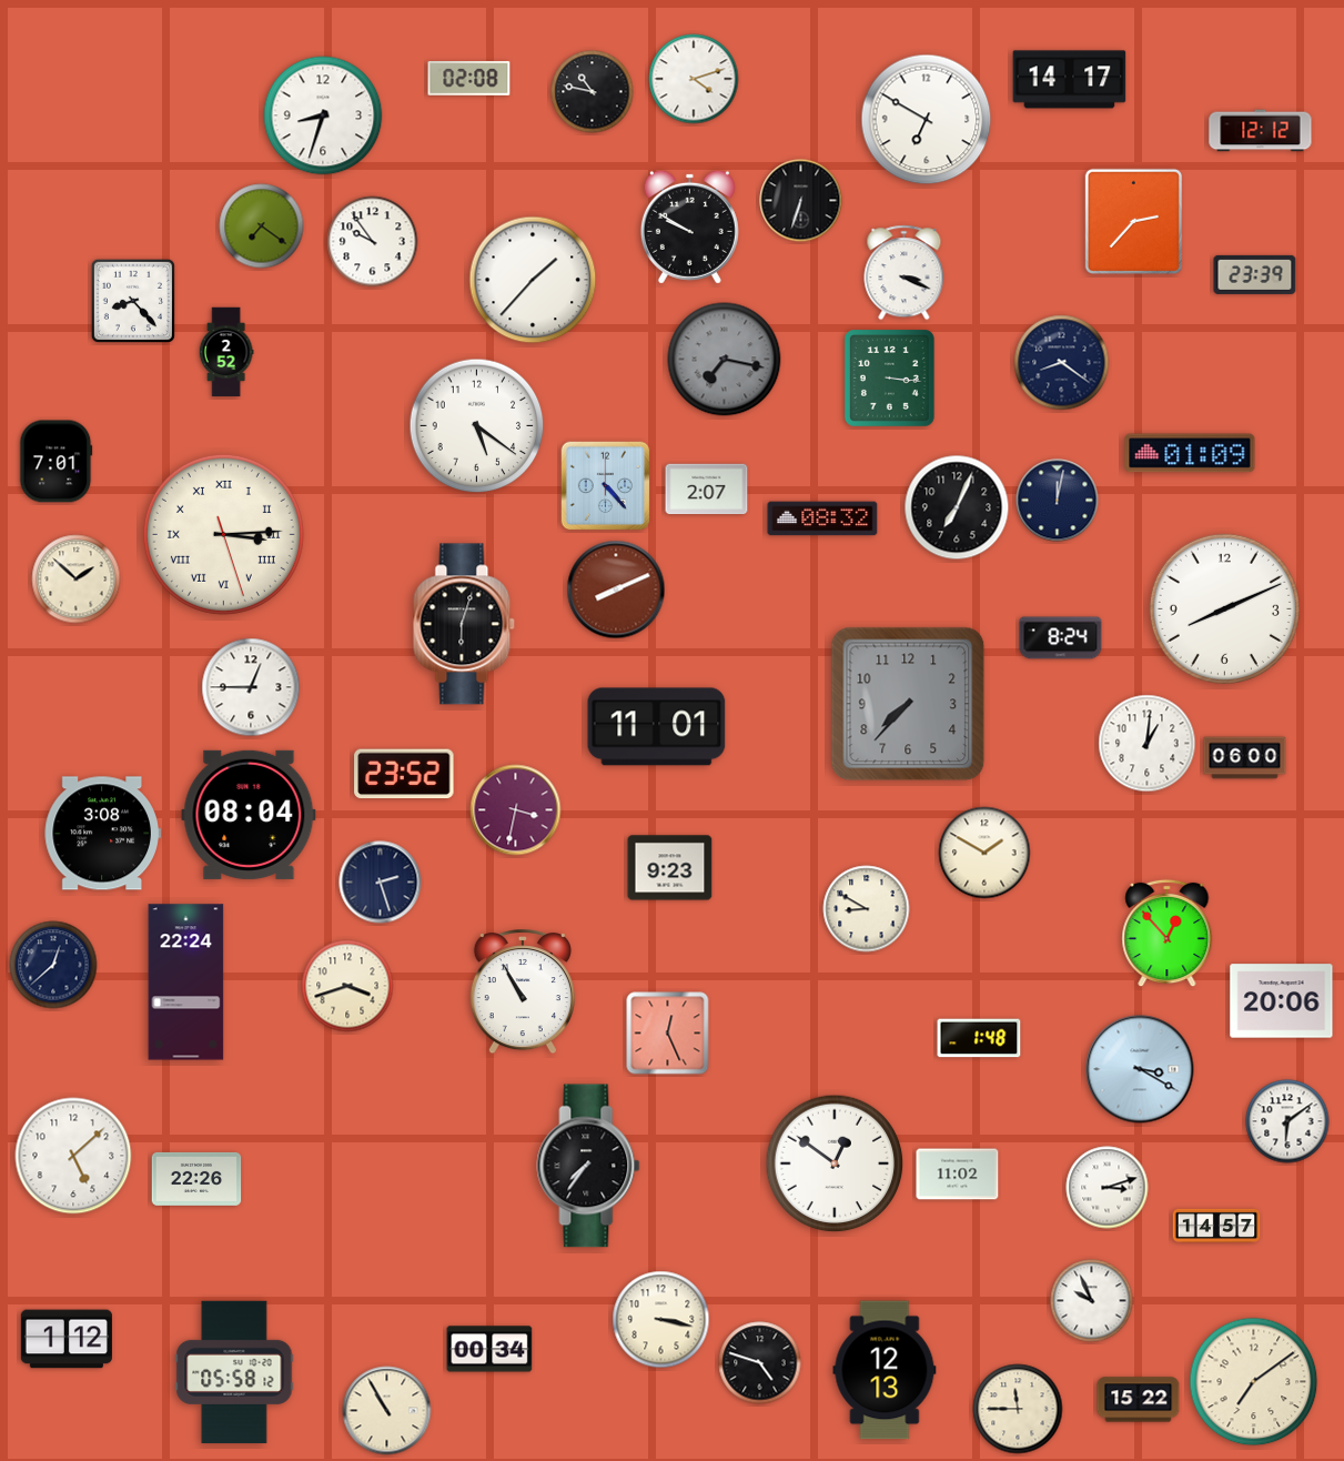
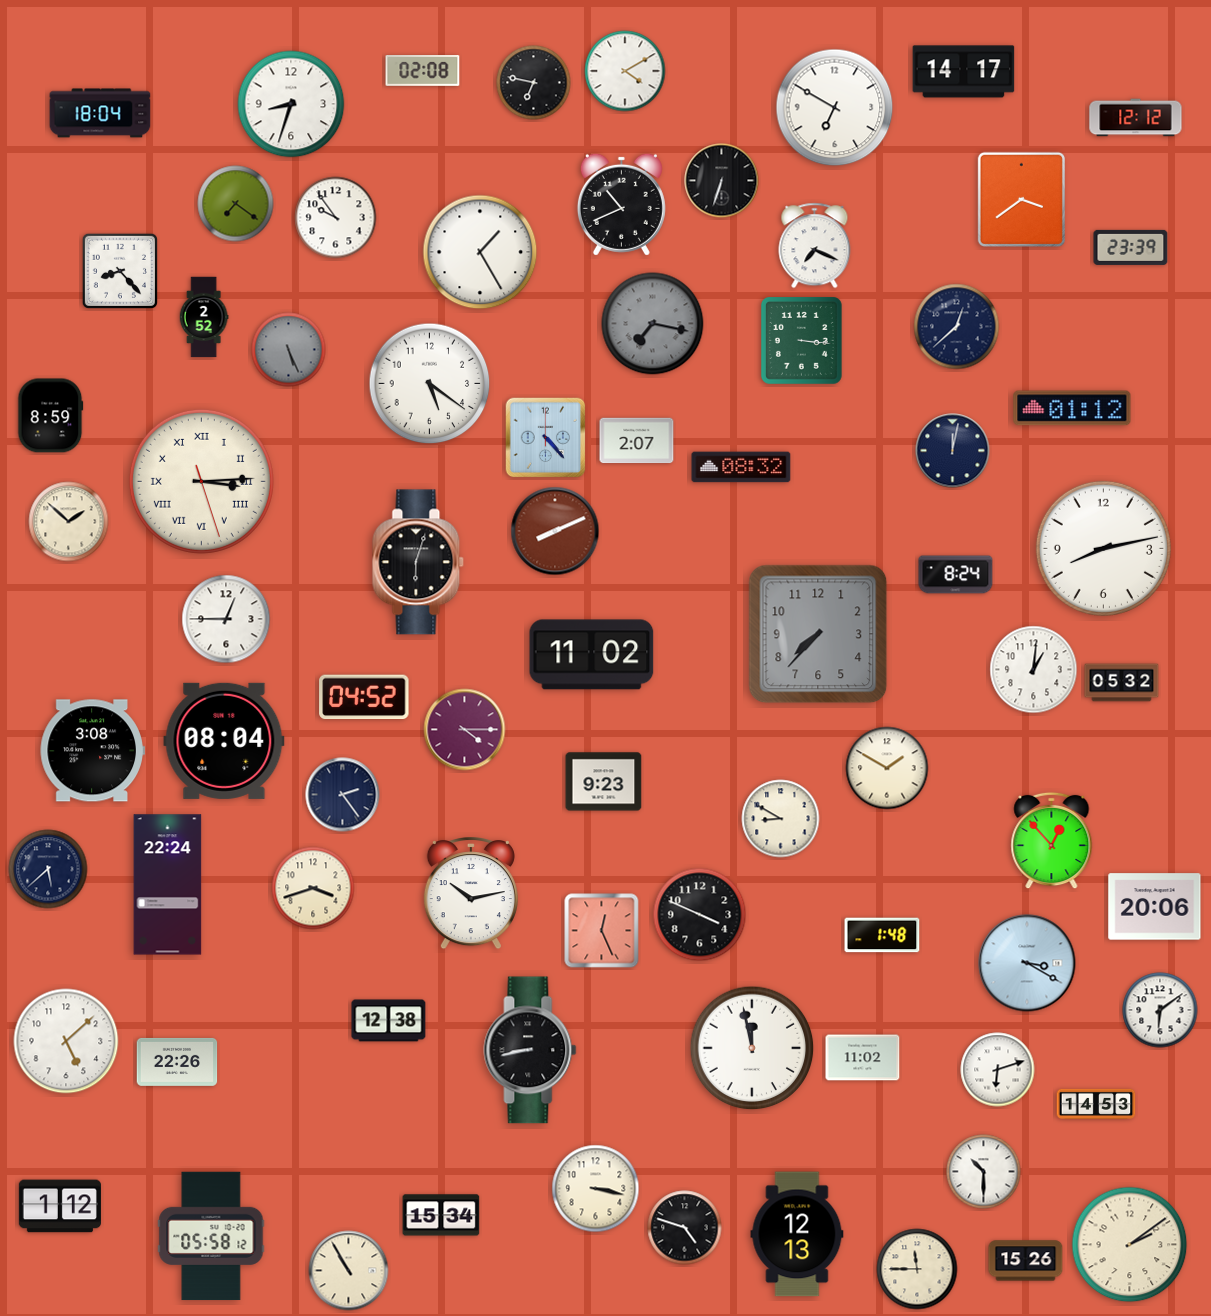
clock at (694, 79): 4:12 -> 4:10
clock at (593, 92): 10:47 -> 6:47
clock at (100, 113): none -> 18:04
clock at (1133, 221): 2:37 -> 3:39
clock at (689, 226): 9:50 -> 10:41
clock at (905, 273): 3:19 -> 7:19
clock at (533, 280): 1:37 -> 1:25
clock at (1062, 363): 8:21 -> 12:38
clock at (289, 350): none -> 5:26
clock at (1190, 453): 01:09 -> 01:12
clock at (57, 462): 7:01 -> 8:59
clock at (957, 507): 7:04 -> none
clock at (1224, 608): 8:11 -> 8:13
clock at (657, 727): 11:01 -> 11:02
clock at (1245, 758): 06:00 -> 05:32
clock at (404, 774): 23:52 -> 04:52
clock at (516, 810): 3:32 -> 4:15
clock at (249, 815) position: (249, 815) -> (224, 741)
clock at (381, 883): 2:27 -> 2:24
clock at (53, 965): 12:38 -> 5:38
clock at (523, 993): 10:55 -> 10:13
clock at (1282, 1001) position: (1282, 1001) -> (1155, 907)
clock at (700, 915): none -> 3:49
clock at (389, 1021): none -> 12:38
clock at (835, 1163): 12:51 -> 11:58
clock at (588, 1166): 7:36 -> 8:43
clock at (1108, 1188): 3:12 -> 6:12
clock at (1216, 1226): 14:57 -> 14:53
clock at (1092, 1301): 9:56 -> 10:30
clock at (489, 1349): 00:34 -> 15:34
clock at (1254, 1382): 7:09 -> 2:09
clock at (1139, 1400): 15:22 -> 15:26
